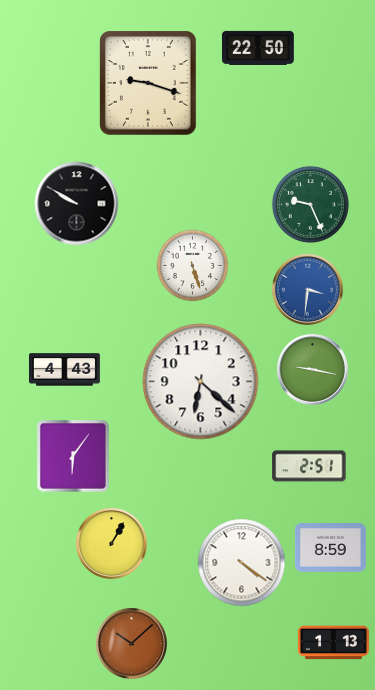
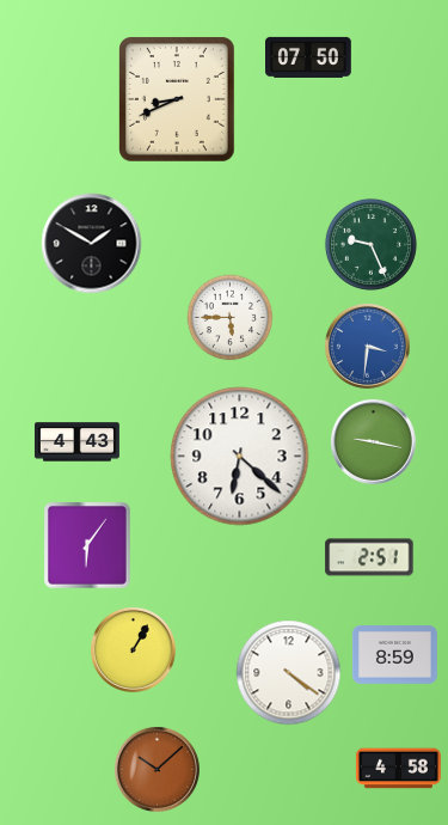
clock at (259, 48): 22:50 -> 07:50
clock at (149, 84): 9:18 -> 8:41
clock at (77, 204): 9:50 -> 1:50
clock at (193, 266): 5:27 -> 5:45
clock at (333, 643): 1:13 -> 4:58
